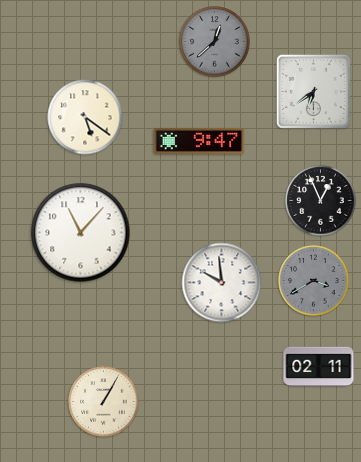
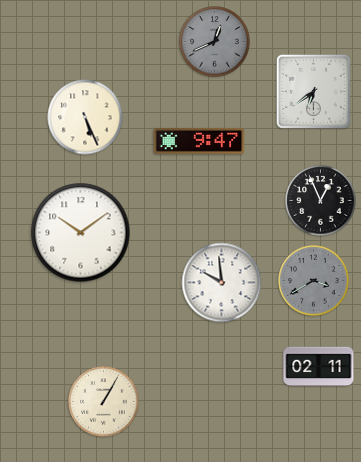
clock at (215, 42): 12:38 -> 12:41
clock at (85, 117): 5:21 -> 5:26
clock at (81, 233): 11:07 -> 10:09
